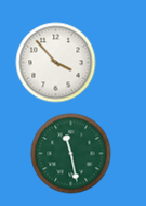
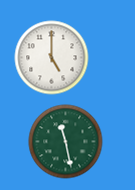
clock at (56, 63): 3:53 -> 5:00
